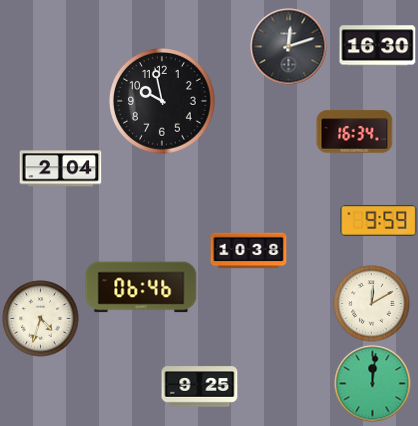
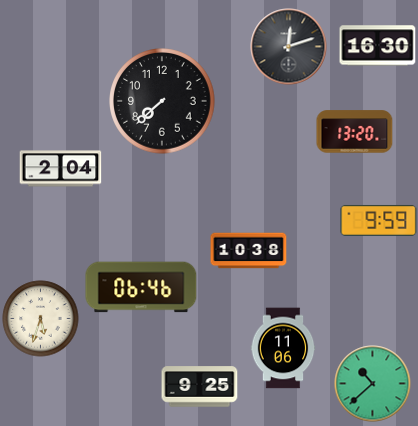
clock at (162, 101): 9:58 -> 7:38
clock at (355, 132): 16:34 -> 13:20
clock at (372, 304): 12:10 -> none
clock at (41, 319): 4:33 -> 5:33
clock at (283, 348): none -> 11:06
clock at (373, 384): 12:01 -> 10:38
